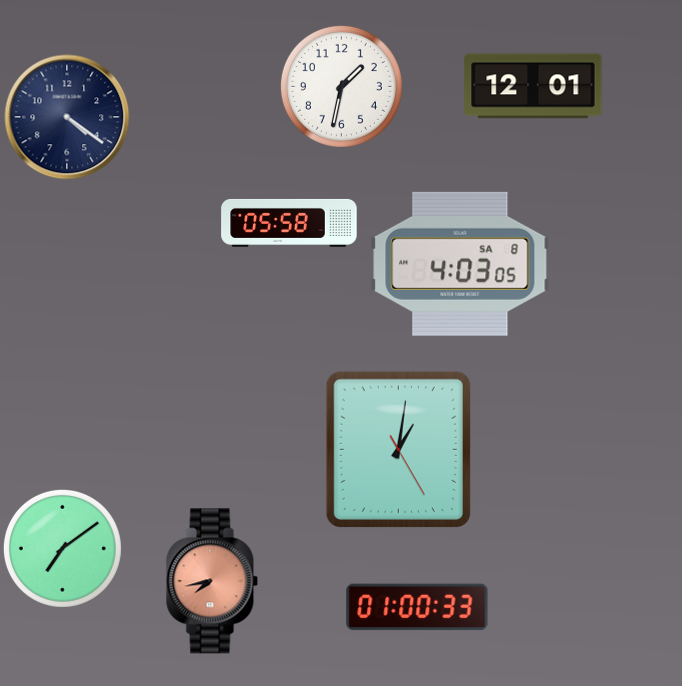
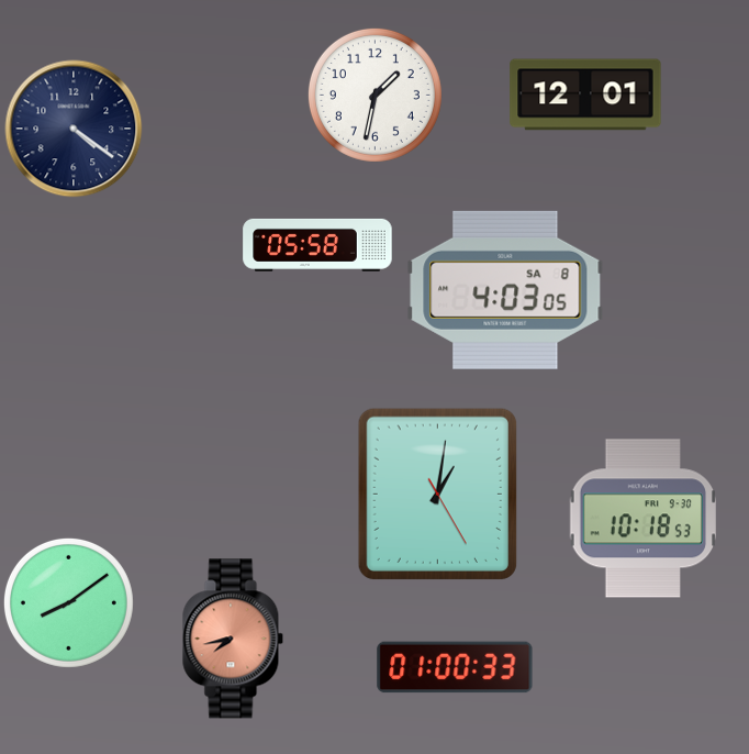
clock at (644, 519): none -> 10:18
clock at (62, 548): 7:09 -> 8:09
clock at (417, 607) position: (417, 607) -> (455, 667)
